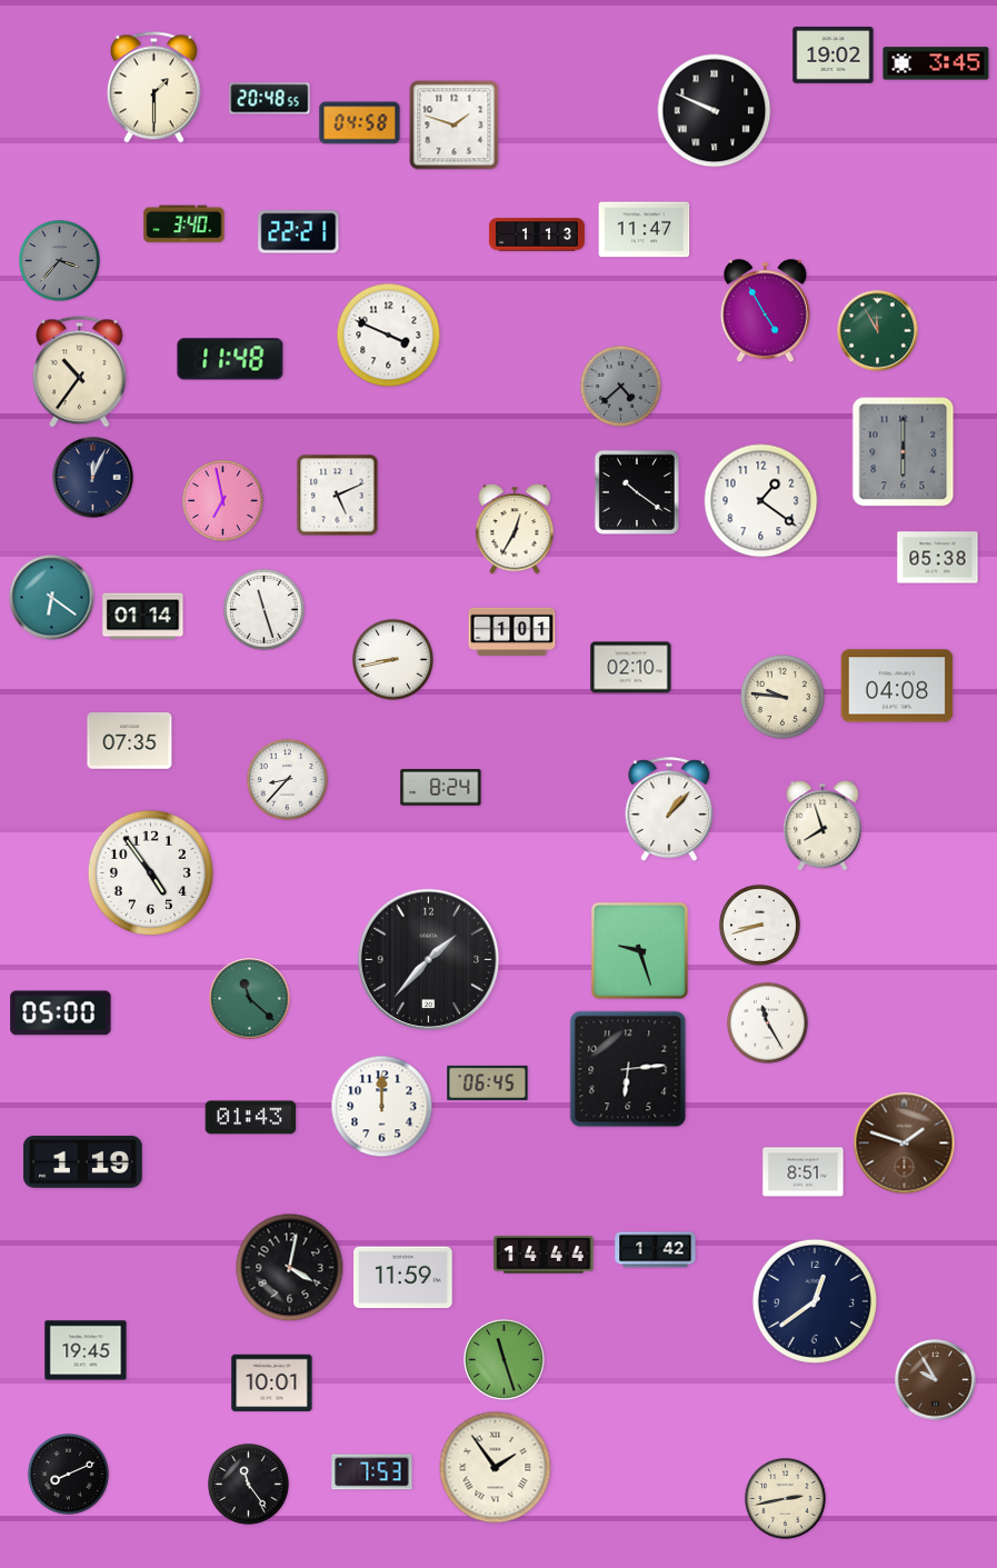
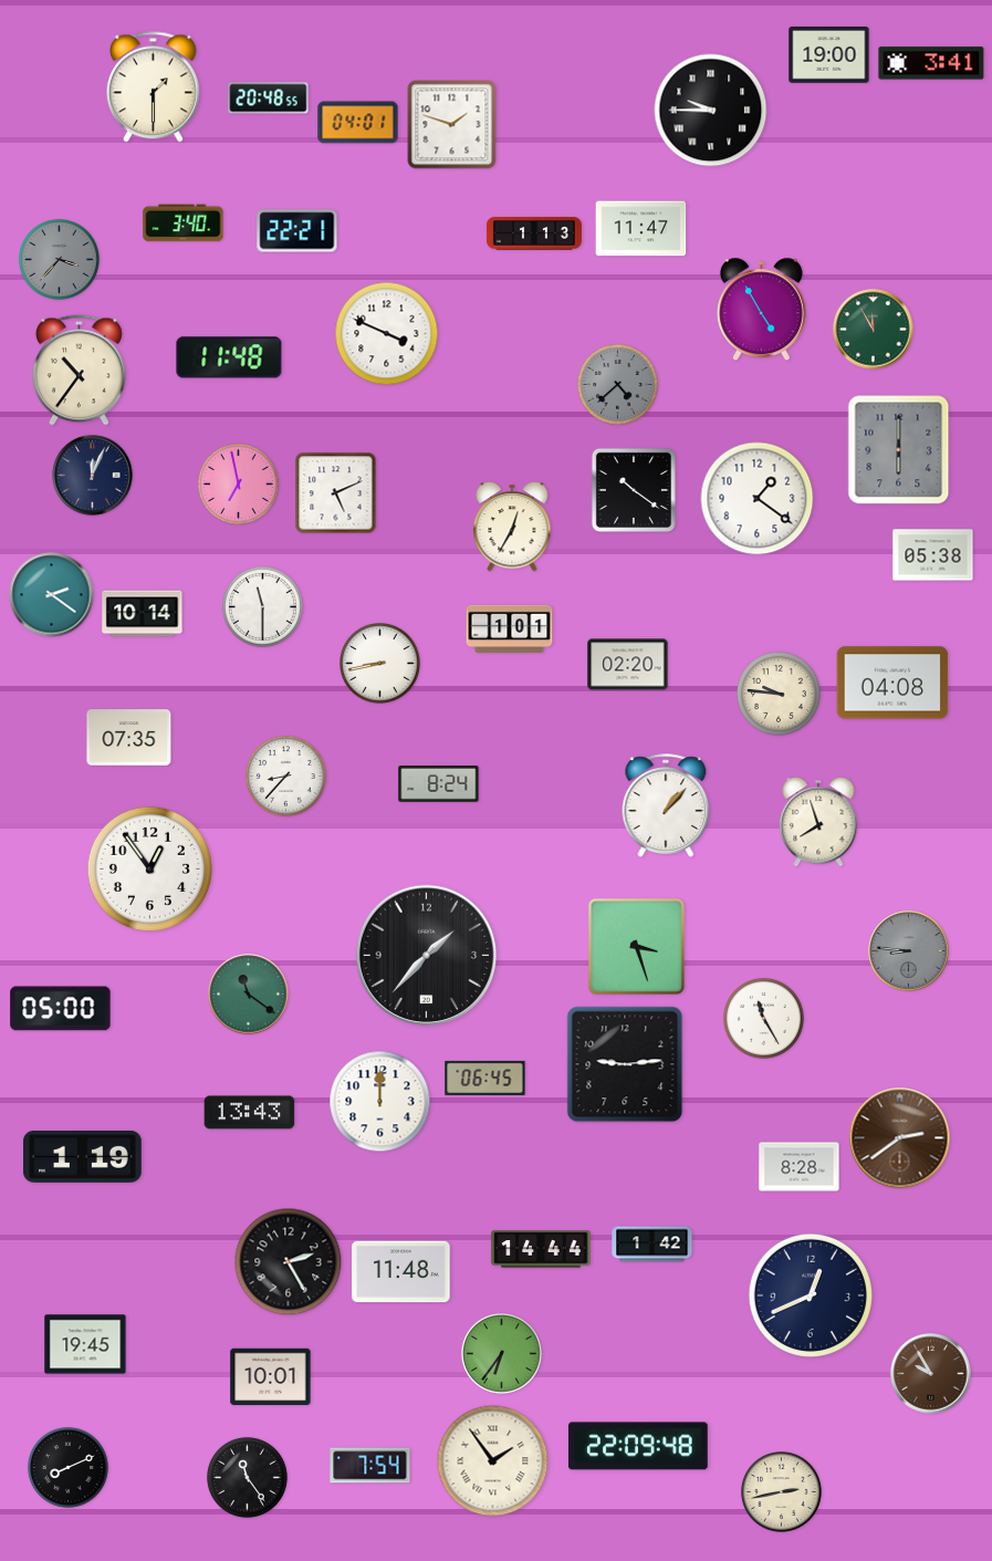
clock at (834, 56): 19:02 -> 19:00
clock at (936, 63): 3:45 -> 3:41
clock at (715, 111): 9:49 -> 9:45
clock at (360, 123): 04:58 -> 04:01
clock at (223, 501) position: (223, 501) -> (239, 485)
clock at (52, 598): 6:21 -> 2:21
clock at (265, 610): 11:27 -> 11:30
clock at (143, 617): 01:14 -> 10:14
clock at (393, 660) position: (393, 660) -> (380, 664)
clock at (631, 668): 02:10 -> 02:20
clock at (150, 872): 4:54 -> 12:54
clock at (760, 926): 8:42 -> none
clock at (639, 950): 9:27 -> 3:27
clock at (909, 951): none -> 8:46
clock at (250, 999): 11:22 -> 11:21
clock at (628, 1069): 6:14 -> 9:14
clock at (251, 1118): 01:43 -> 13:43
clock at (905, 1143): 1:48 -> 2:39
clock at (804, 1172): 8:51 -> 8:28
clock at (290, 1268): 4:02 -> 2:25
clock at (403, 1278): 11:59 -> 11:48
clock at (815, 1301): 12:39 -> 12:41
clock at (505, 1360): 11:27 -> 6:36
clock at (638, 1446): none -> 22:09
clock at (372, 1472): 7:53 -> 7:54
